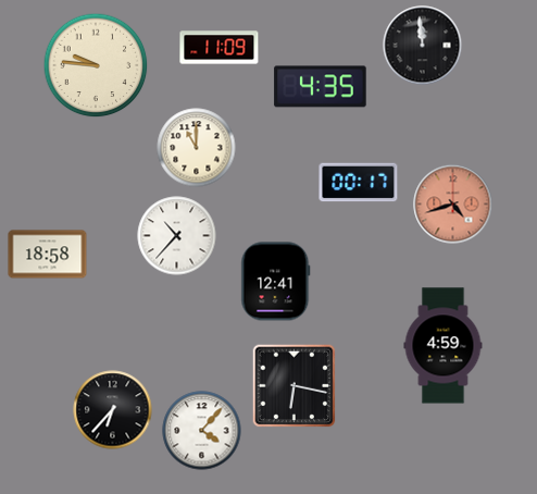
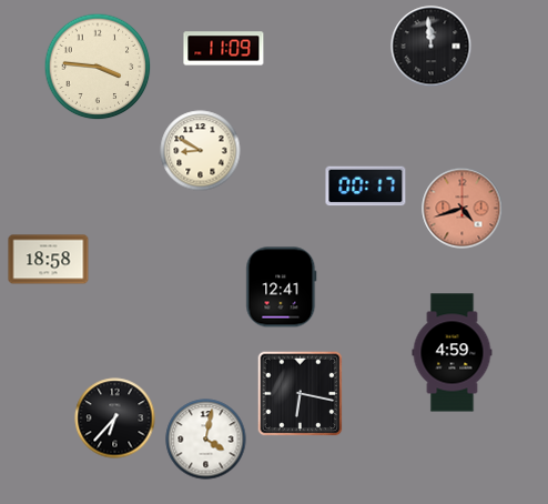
clock at (96, 65): 9:46 -> 3:46
clock at (321, 87): 4:35 -> none
clock at (197, 148): 11:00 -> 8:50
clock at (177, 236): 10:37 -> none
clock at (202, 431): 4:07 -> 4:02
